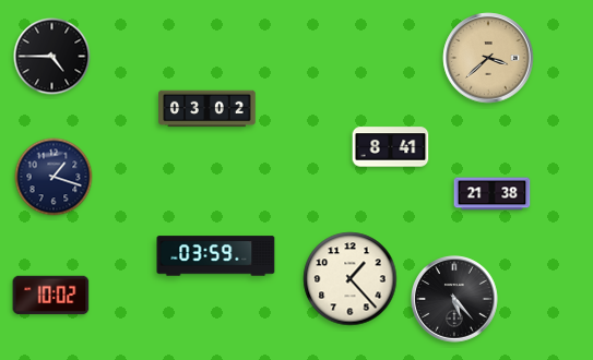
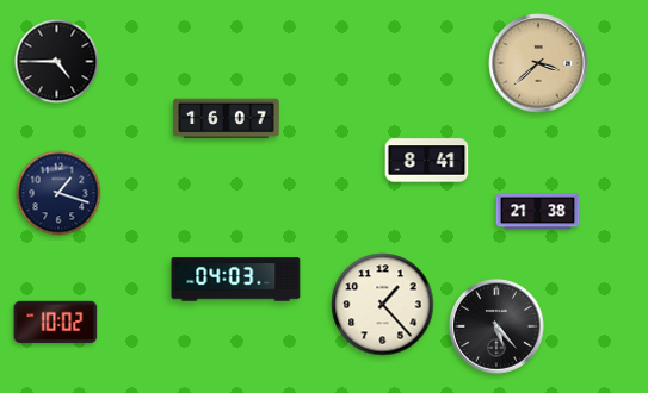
clock at (488, 58) position: (488, 58) -> (538, 63)
clock at (207, 109): 03:02 -> 16:07
clock at (216, 256): 03:59 -> 04:03
